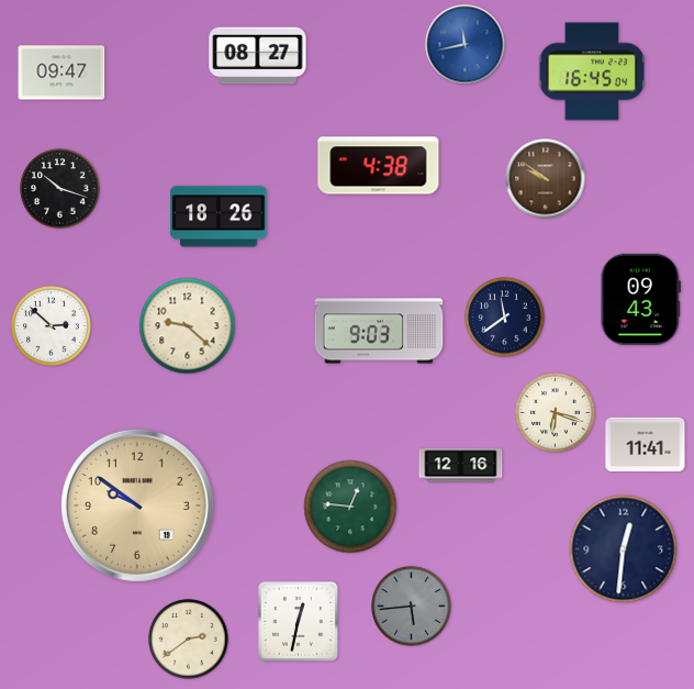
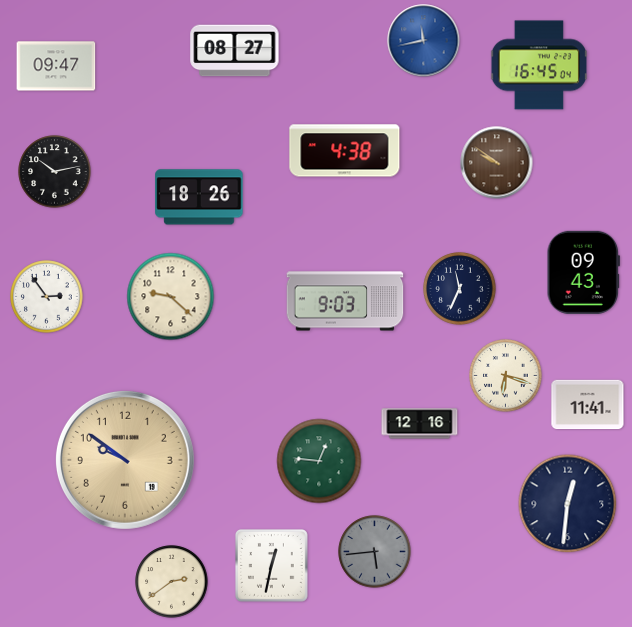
clock at (60, 189): 10:18 -> 10:13
clock at (505, 318): 11:39 -> 11:34
clock at (52, 326): 2:52 -> 2:54
clock at (624, 549) position: (624, 549) -> (568, 504)
